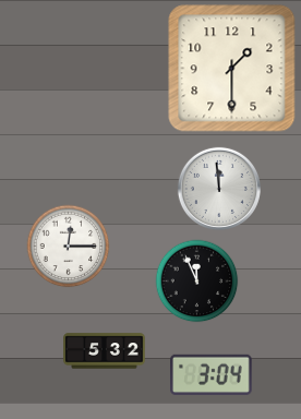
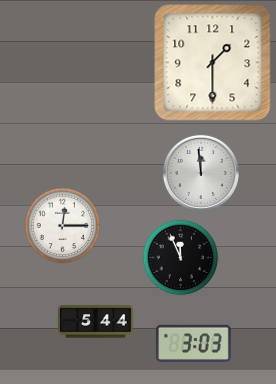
clock at (105, 351): 5:32 -> 5:44
clock at (212, 374): 3:04 -> 3:03
